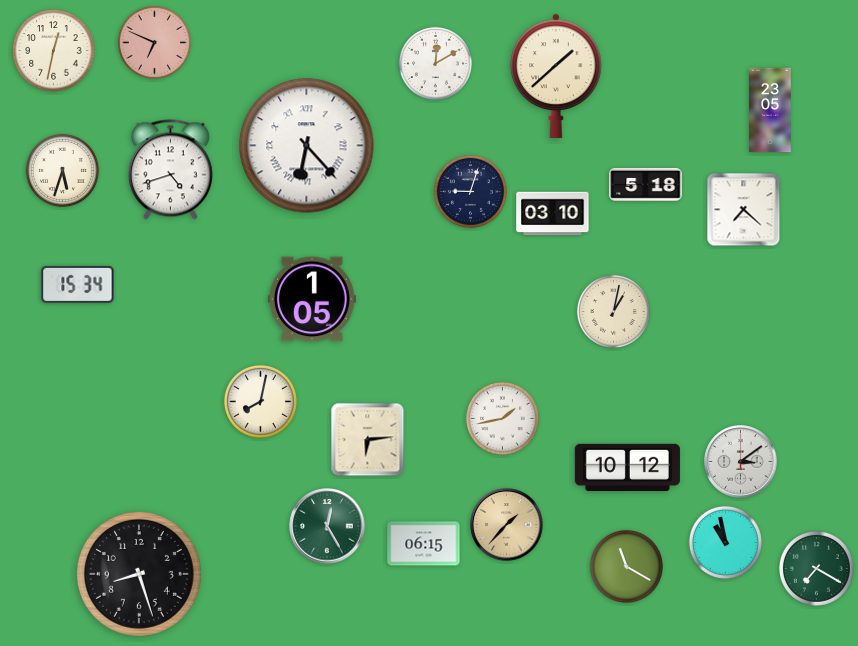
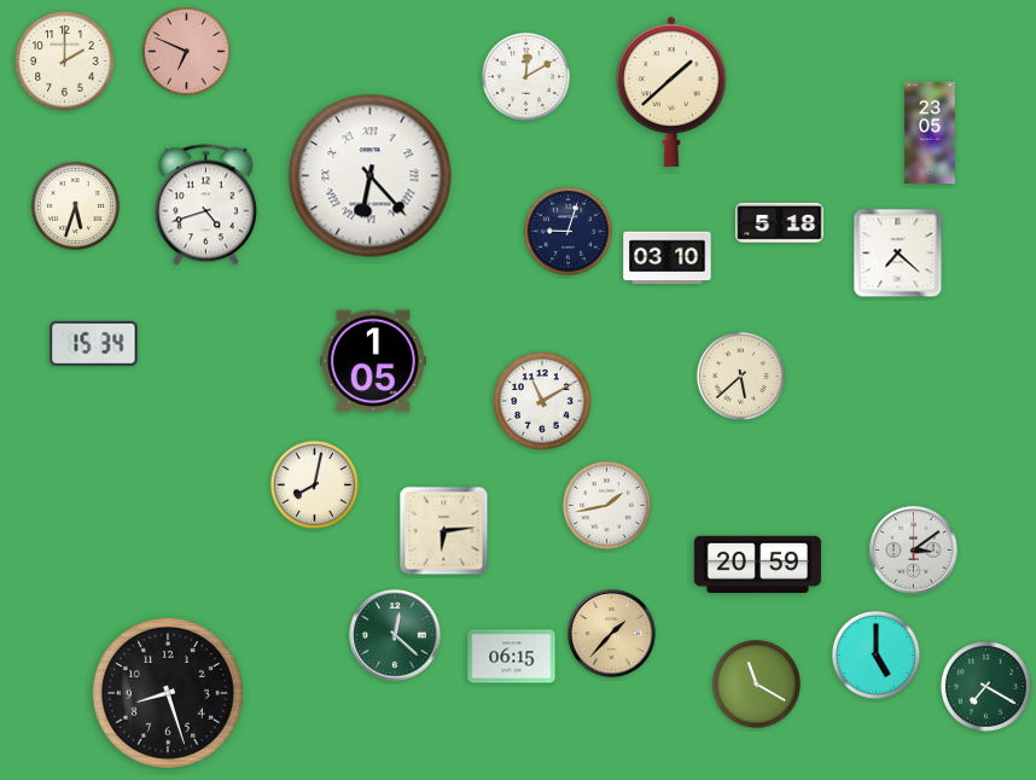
clock at (54, 51): 12:32 -> 2:00
clock at (312, 299) position: (312, 299) -> (373, 361)
clock at (613, 311): 1:02 -> 5:38
clock at (542, 401): none -> 11:10
clock at (741, 462) position: (741, 462) -> (914, 551)
clock at (627, 467): 10:12 -> 20:59
clock at (327, 526): 12:25 -> 12:22
clock at (725, 542): 10:58 -> 5:00
